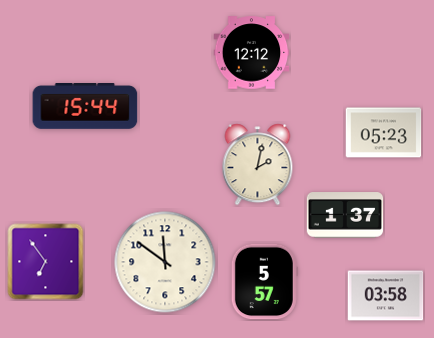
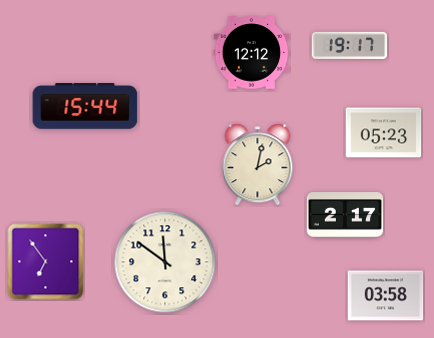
clock at (350, 45): none -> 19:17
clock at (345, 215): 1:37 -> 2:17
clock at (264, 282): 5:57 -> none
